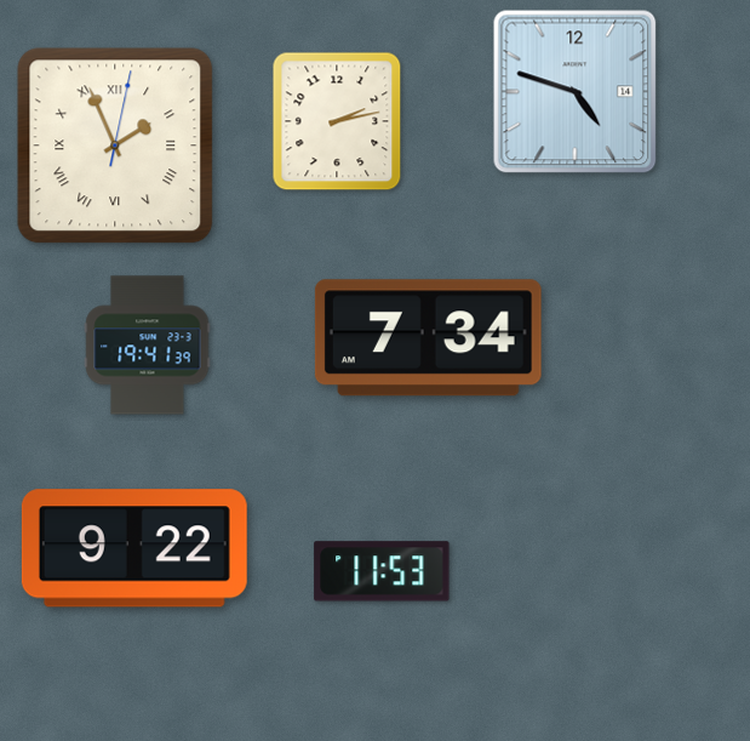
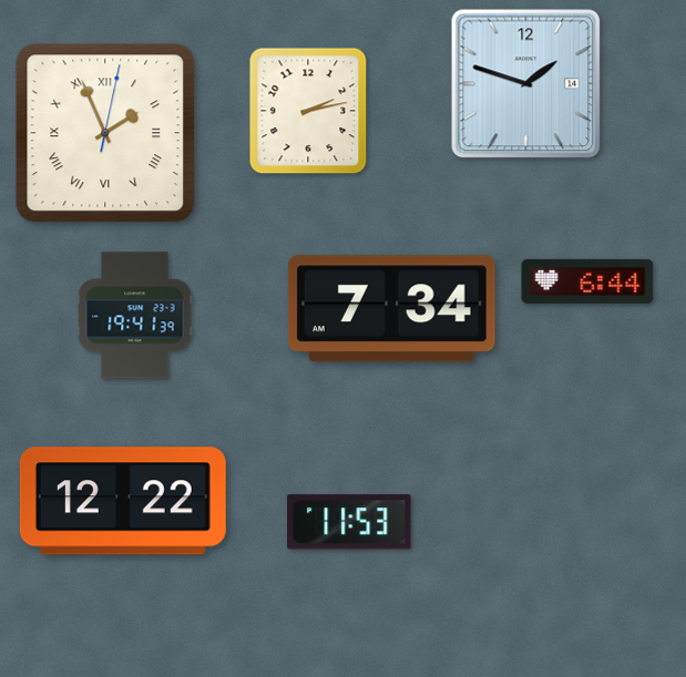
clock at (576, 92): 4:48 -> 1:48
clock at (587, 281): none -> 6:44
clock at (134, 548): 9:22 -> 12:22
